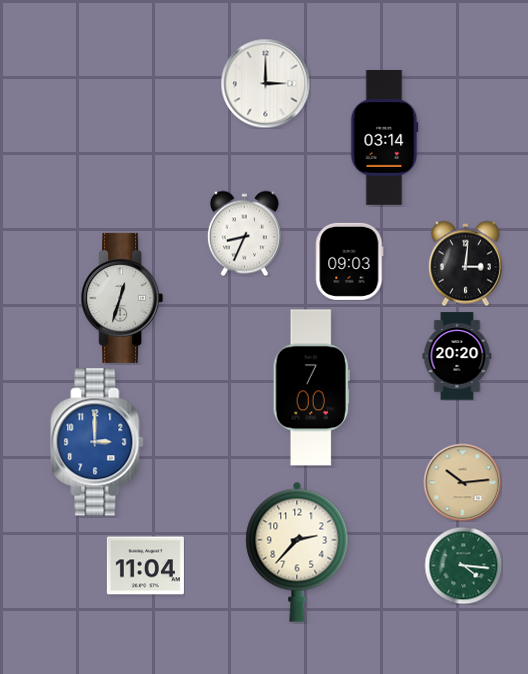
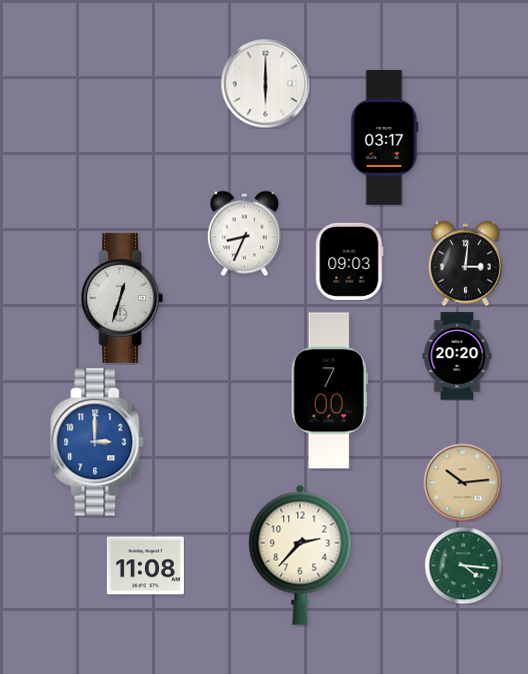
clock at (265, 83): 3:00 -> 6:00
clock at (384, 138): 03:14 -> 03:17
clock at (311, 388) position: (311, 388) -> (329, 391)
clock at (297, 552) position: (297, 552) -> (300, 555)
clock at (145, 566): 11:04 -> 11:08
